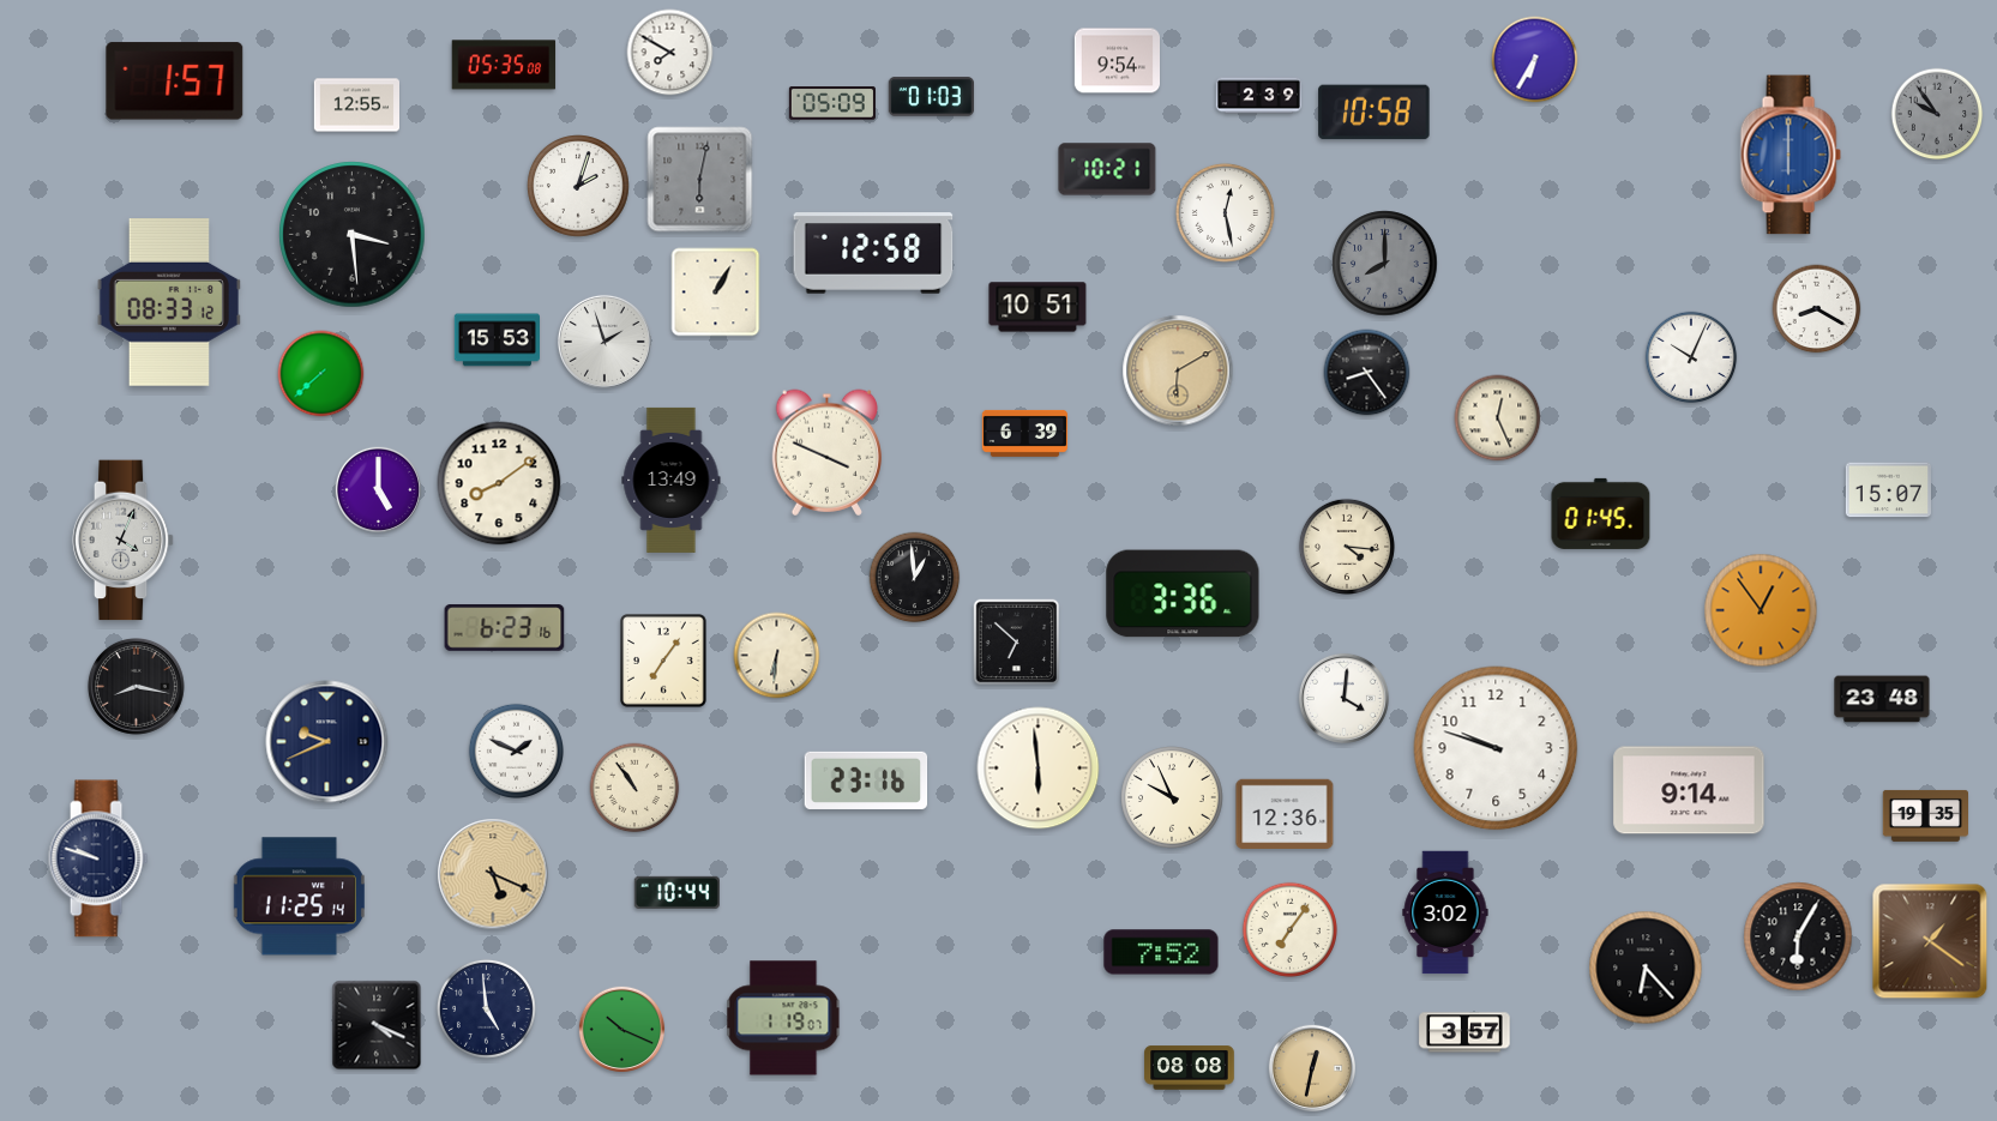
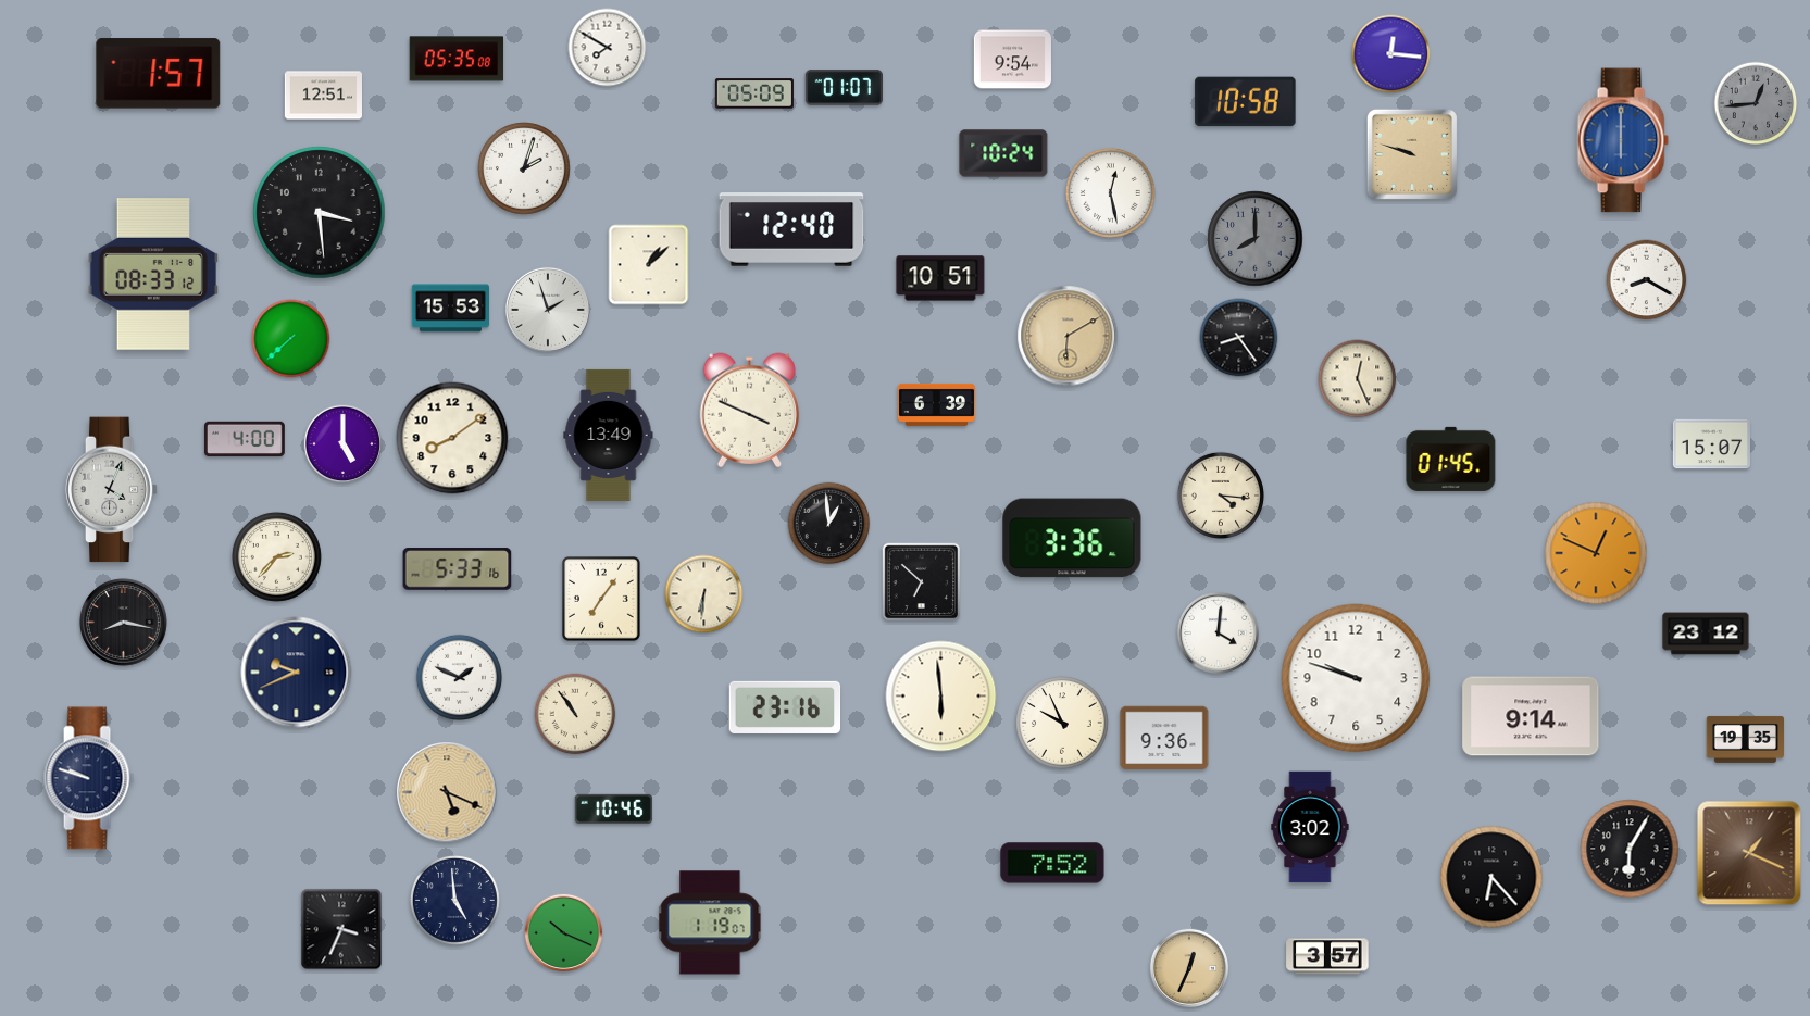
clock at (1535, 60): 6:35 -> 12:16
clock at (1117, 61) position: (1117, 61) -> (1012, 60)
clock at (1259, 96): 2:39 -> none
clock at (931, 97): 01:03 -> 01:07
clock at (356, 106): 12:55 -> 12:51
clock at (1937, 114): 9:54 -> 12:44
clock at (1107, 169): 10:21 -> 10:24
clock at (1412, 154): none -> 9:48
clock at (700, 180): 6:02 -> none
clock at (873, 253): 12:58 -> 12:40
clock at (716, 293): 1:05 -> 1:08
clock at (1691, 357): 10:04 -> none
clock at (1024, 433) position: (1024, 433) -> (936, 404)
clock at (245, 439): none -> 4:00
clock at (1601, 513) position: (1601, 513) -> (1451, 459)
clock at (1761, 610): 12:54 -> 12:49
clock at (276, 556): none -> 2:37
clock at (505, 628): 6:23 -> 5:33
clock at (1882, 699): 23:48 -> 23:12
clock at (516, 751) position: (516, 751) -> (459, 677)
clock at (1285, 813): 12:36 -> 9:36
clock at (676, 892): 10:44 -> 10:46
clock at (299, 897): 11:25 -> none
clock at (1289, 929): 7:06 -> none
clock at (1930, 941): 1:21 -> 1:19
clock at (486, 1008) position: (486, 1008) -> (454, 900)
clock at (377, 1025): 4:19 -> 3:34
clock at (1464, 1032) position: (1464, 1032) -> (1327, 956)
clock at (1311, 1067): 12:32 -> 12:34
clock at (1190, 1068): 08:08 -> none
